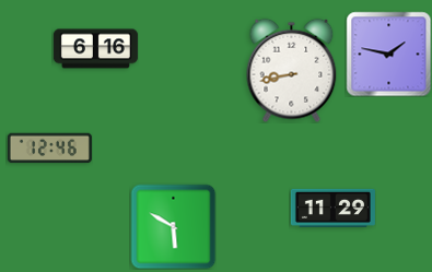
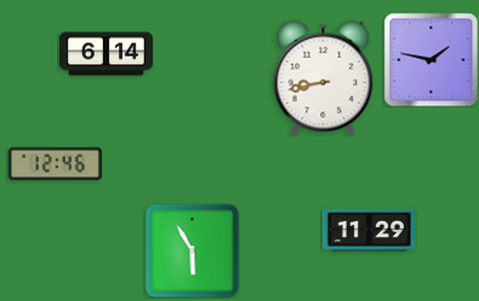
clock at (95, 49): 6:16 -> 6:14
clock at (173, 226): 5:50 -> 5:55
